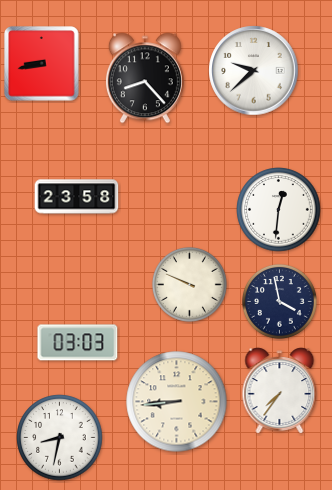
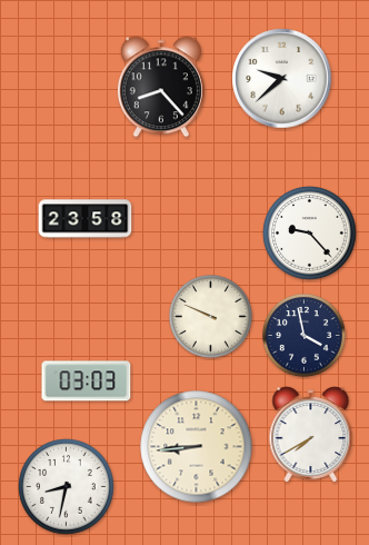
clock at (42, 64): 8:43 -> none
clock at (279, 210): 12:31 -> 9:23
clock at (280, 302) position: (280, 302) -> (305, 336)
clock at (280, 391): 7:36 -> 7:40
